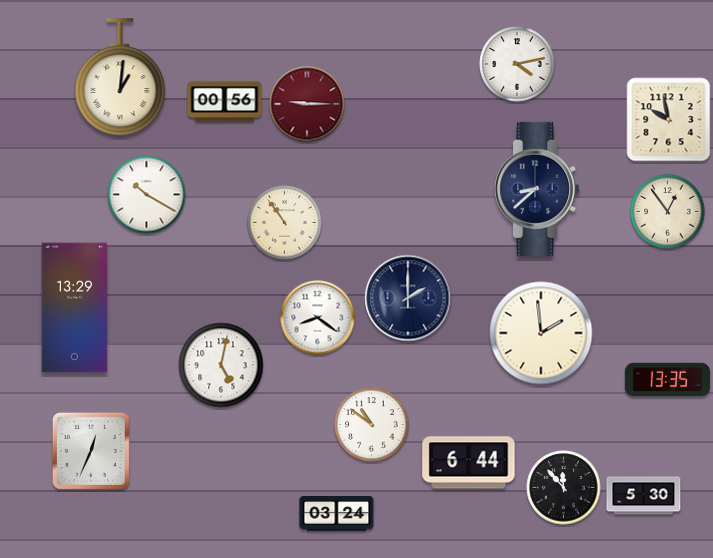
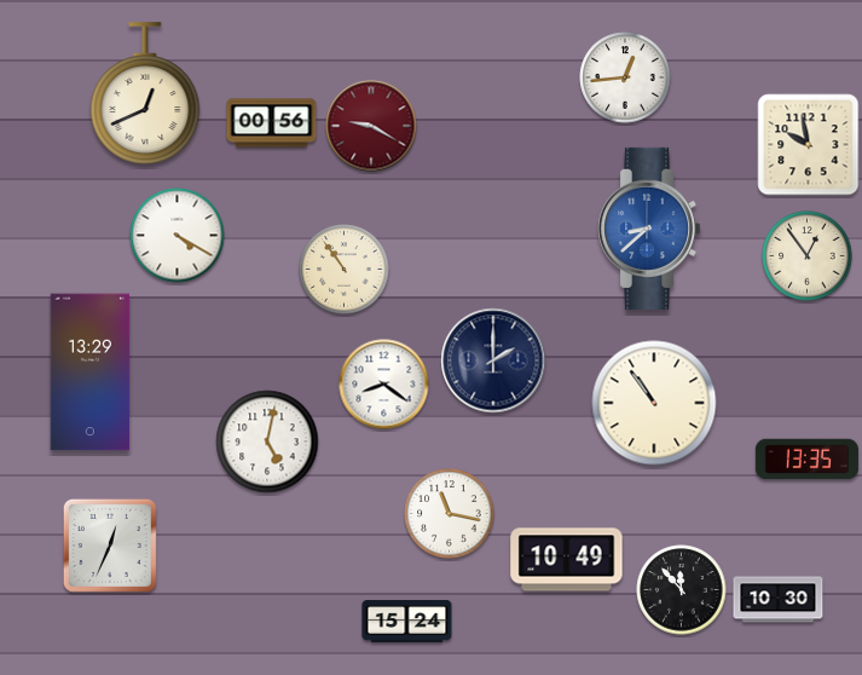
clock at (517, 64): 4:13 -> 12:44
clock at (120, 77): 1:01 -> 12:41
clock at (307, 104): 9:15 -> 9:20
clock at (538, 189) dial: navy -> blue
clock at (147, 195): 10:20 -> 4:20
clock at (541, 333): 1:59 -> 10:54
clock at (372, 425): 10:51 -> 11:17
clock at (469, 463): 6:44 -> 10:49
clock at (644, 496): 5:30 -> 10:30
clock at (337, 514): 03:24 -> 15:24
